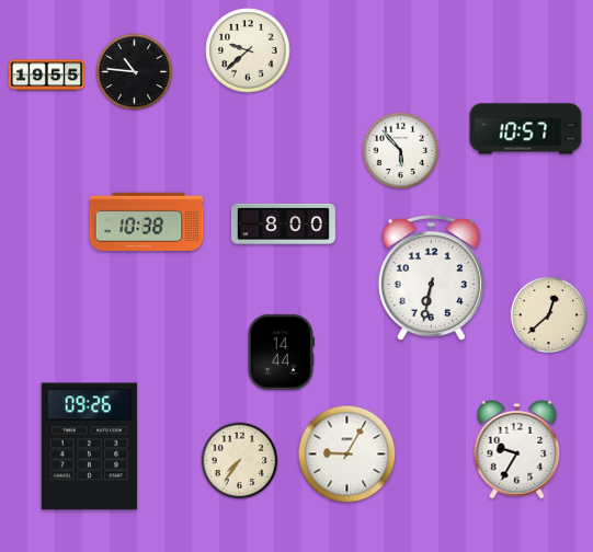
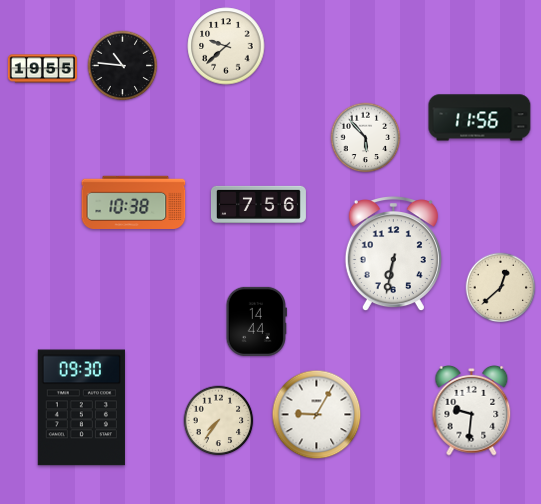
clock at (526, 129): 10:57 -> 11:56
clock at (283, 223): 8:00 -> 7:56
clock at (89, 447): 09:26 -> 09:30
clock at (517, 450): 9:35 -> 9:31
